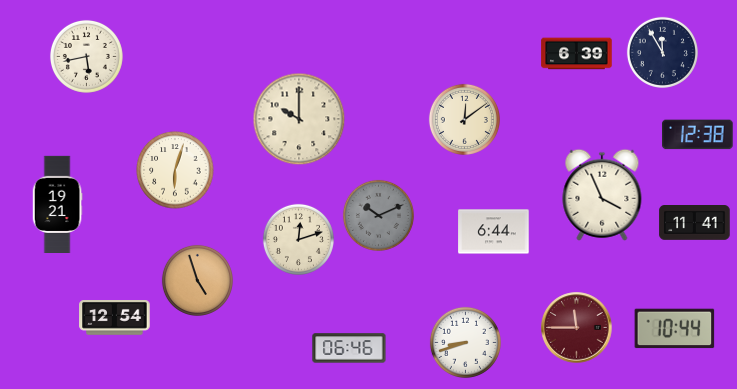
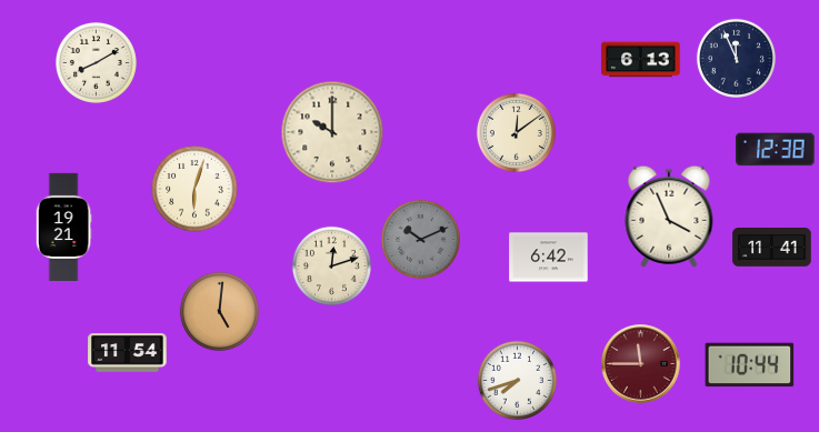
clock at (662, 52): 11:55 -> 11:56
clock at (577, 54): 6:39 -> 6:13
clock at (86, 56): 5:43 -> 8:10
clock at (494, 232): 6:44 -> 6:42
clock at (197, 280): 4:57 -> 5:01
clock at (115, 318): 12:54 -> 11:54
clock at (465, 342): 8:42 -> 7:42
clock at (349, 348): 06:46 -> none
